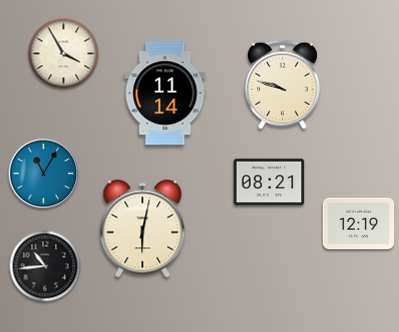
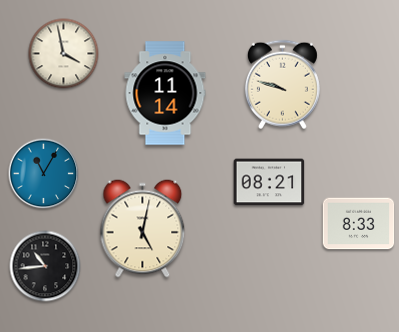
clock at (64, 54): 3:55 -> 3:58
clock at (359, 224): 12:19 -> 8:33
clock at (143, 229): 6:02 -> 5:02
